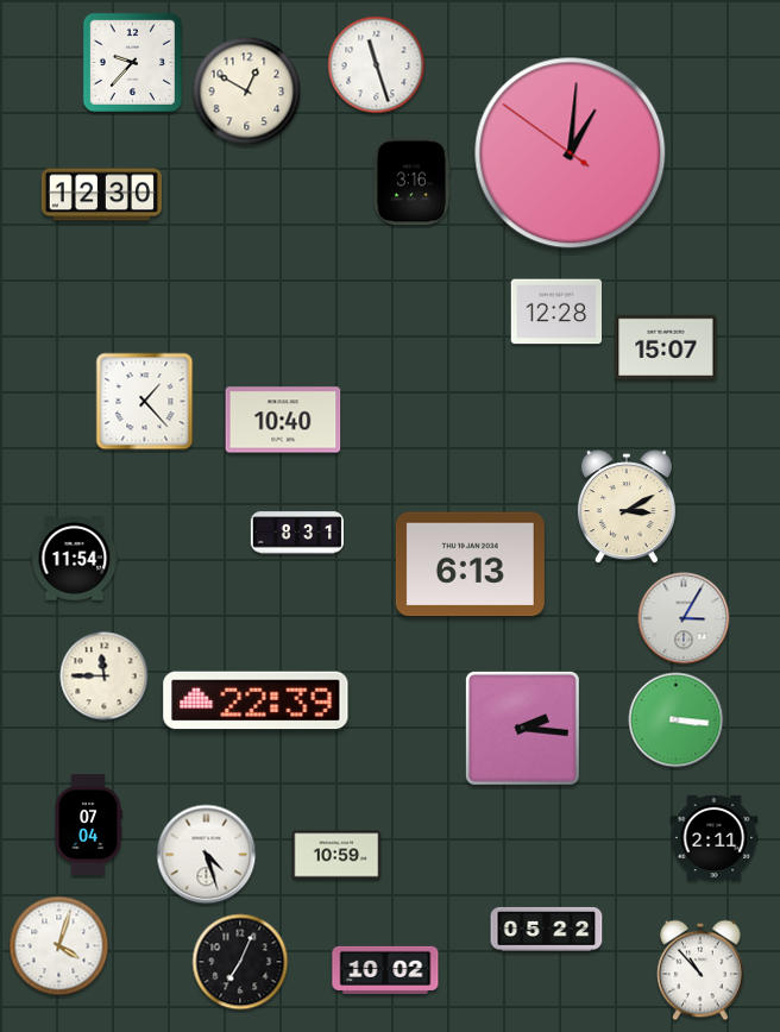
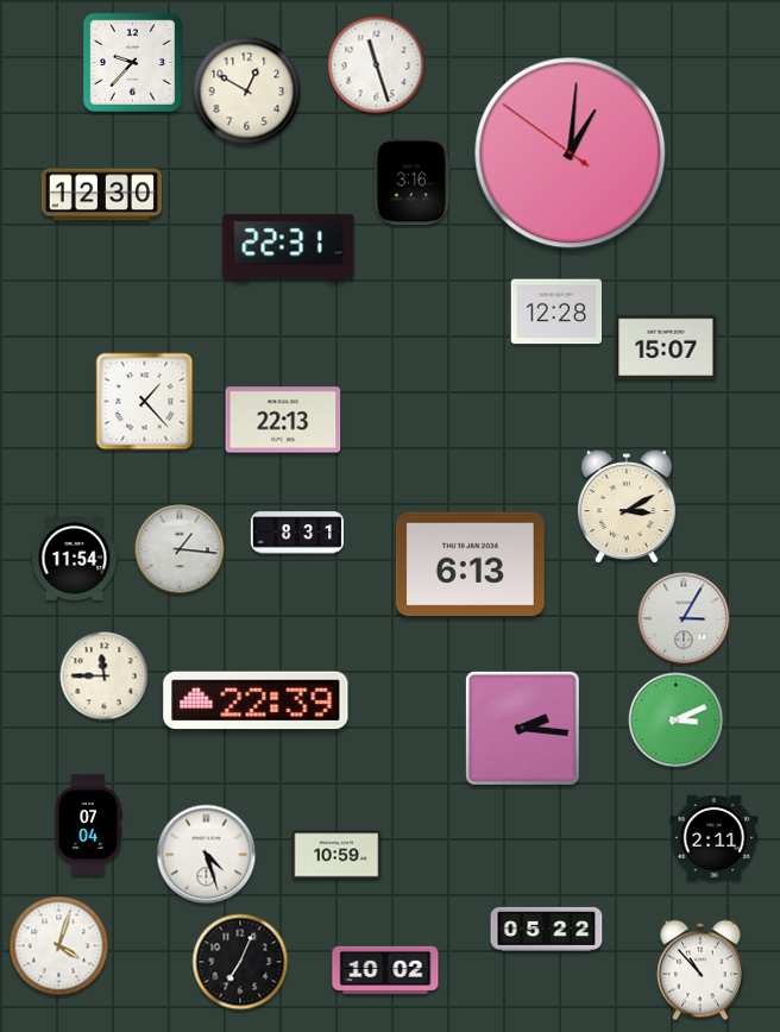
clock at (289, 248): none -> 22:31
clock at (283, 420): 10:40 -> 22:13
clock at (180, 549): none -> 1:16
clock at (677, 720): 3:16 -> 3:11
